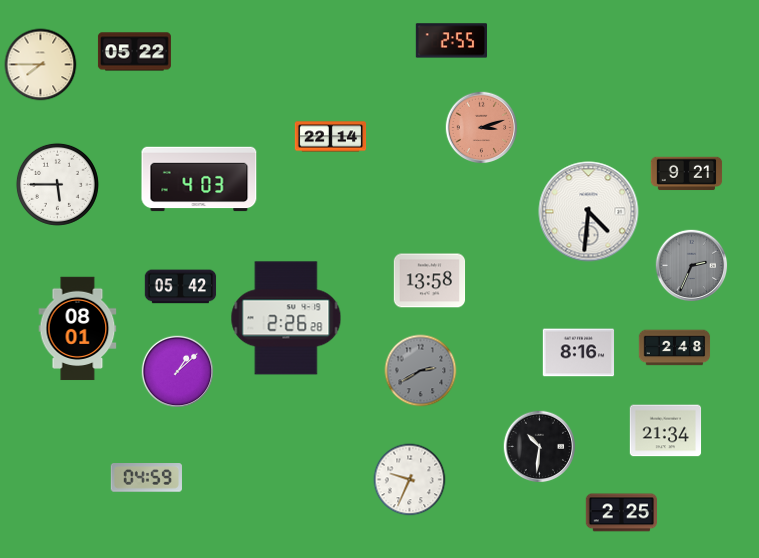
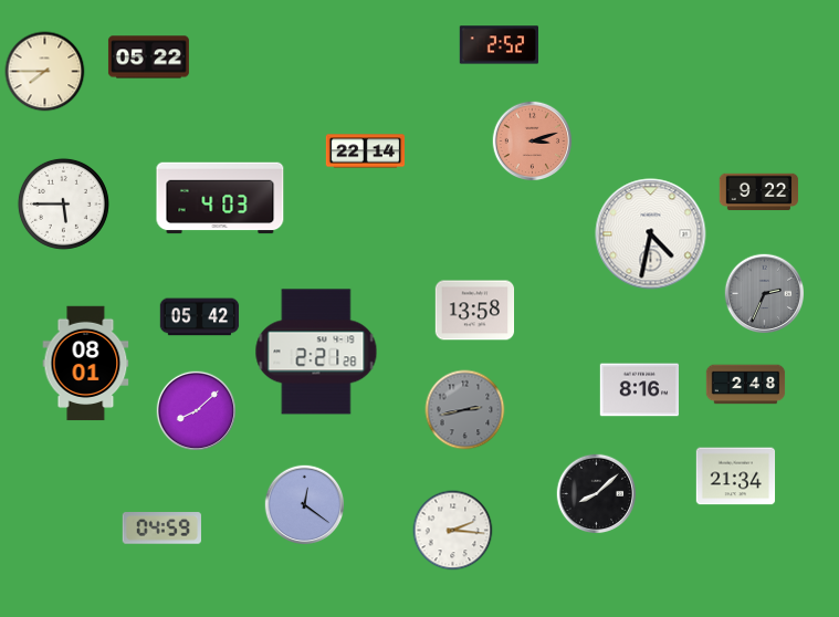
clock at (451, 41): 2:55 -> 2:52
clock at (687, 174): 9:21 -> 9:22
clock at (589, 212): 4:31 -> 4:32
clock at (286, 318): 2:26 -> 2:21
clock at (421, 371): 2:40 -> 2:43
clock at (178, 372): 1:08 -> 8:08
clock at (540, 447): 10:31 -> 8:08
clock at (305, 505): none -> 12:21
clock at (410, 480): 9:34 -> 2:16
clock at (621, 513): 2:25 -> none
